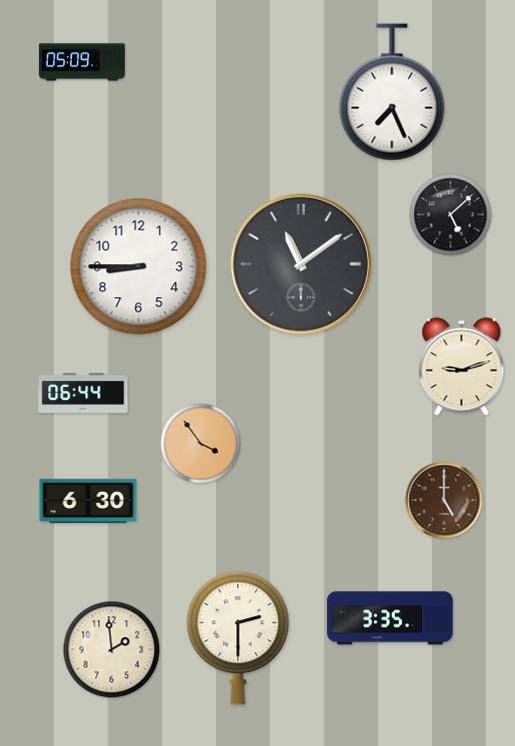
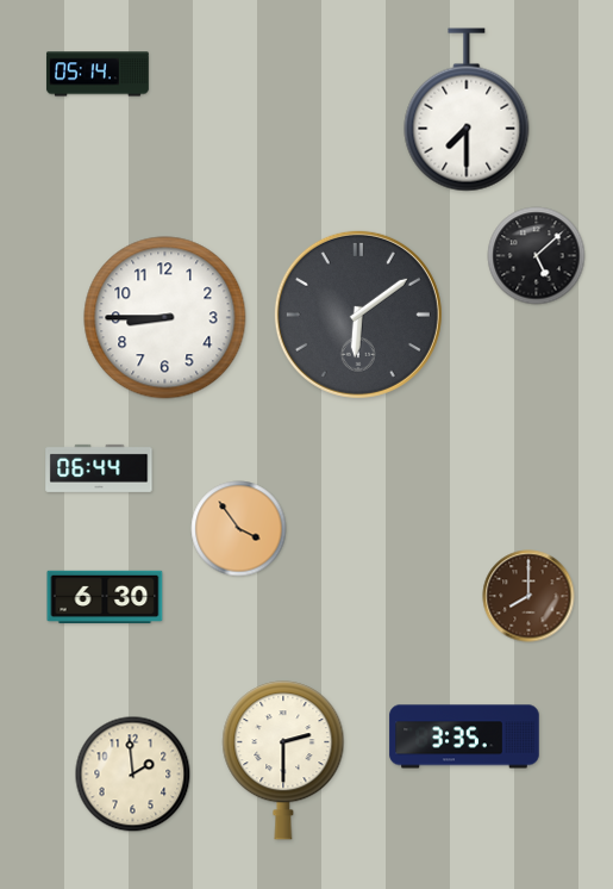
clock at (82, 62): 05:09 -> 05:14
clock at (392, 92): 7:26 -> 7:30
clock at (301, 264): 11:09 -> 6:09
clock at (462, 367): 9:12 -> none
clock at (444, 500): 5:00 -> 8:00
